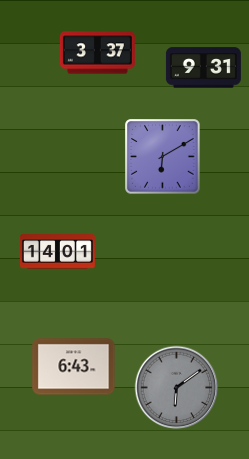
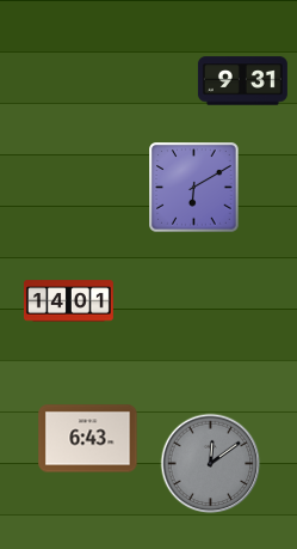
clock at (97, 53): 3:37 -> none
clock at (177, 388): 6:09 -> 12:09
